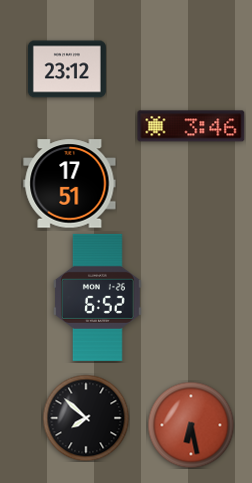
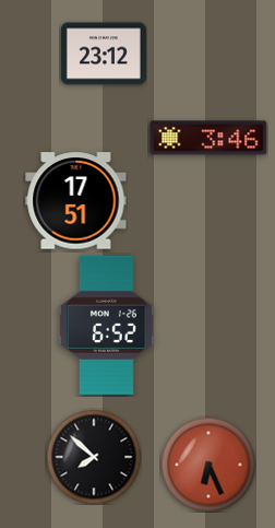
clock at (67, 69) position: (67, 69) -> (104, 54)
clock at (191, 425): 6:28 -> 6:26
